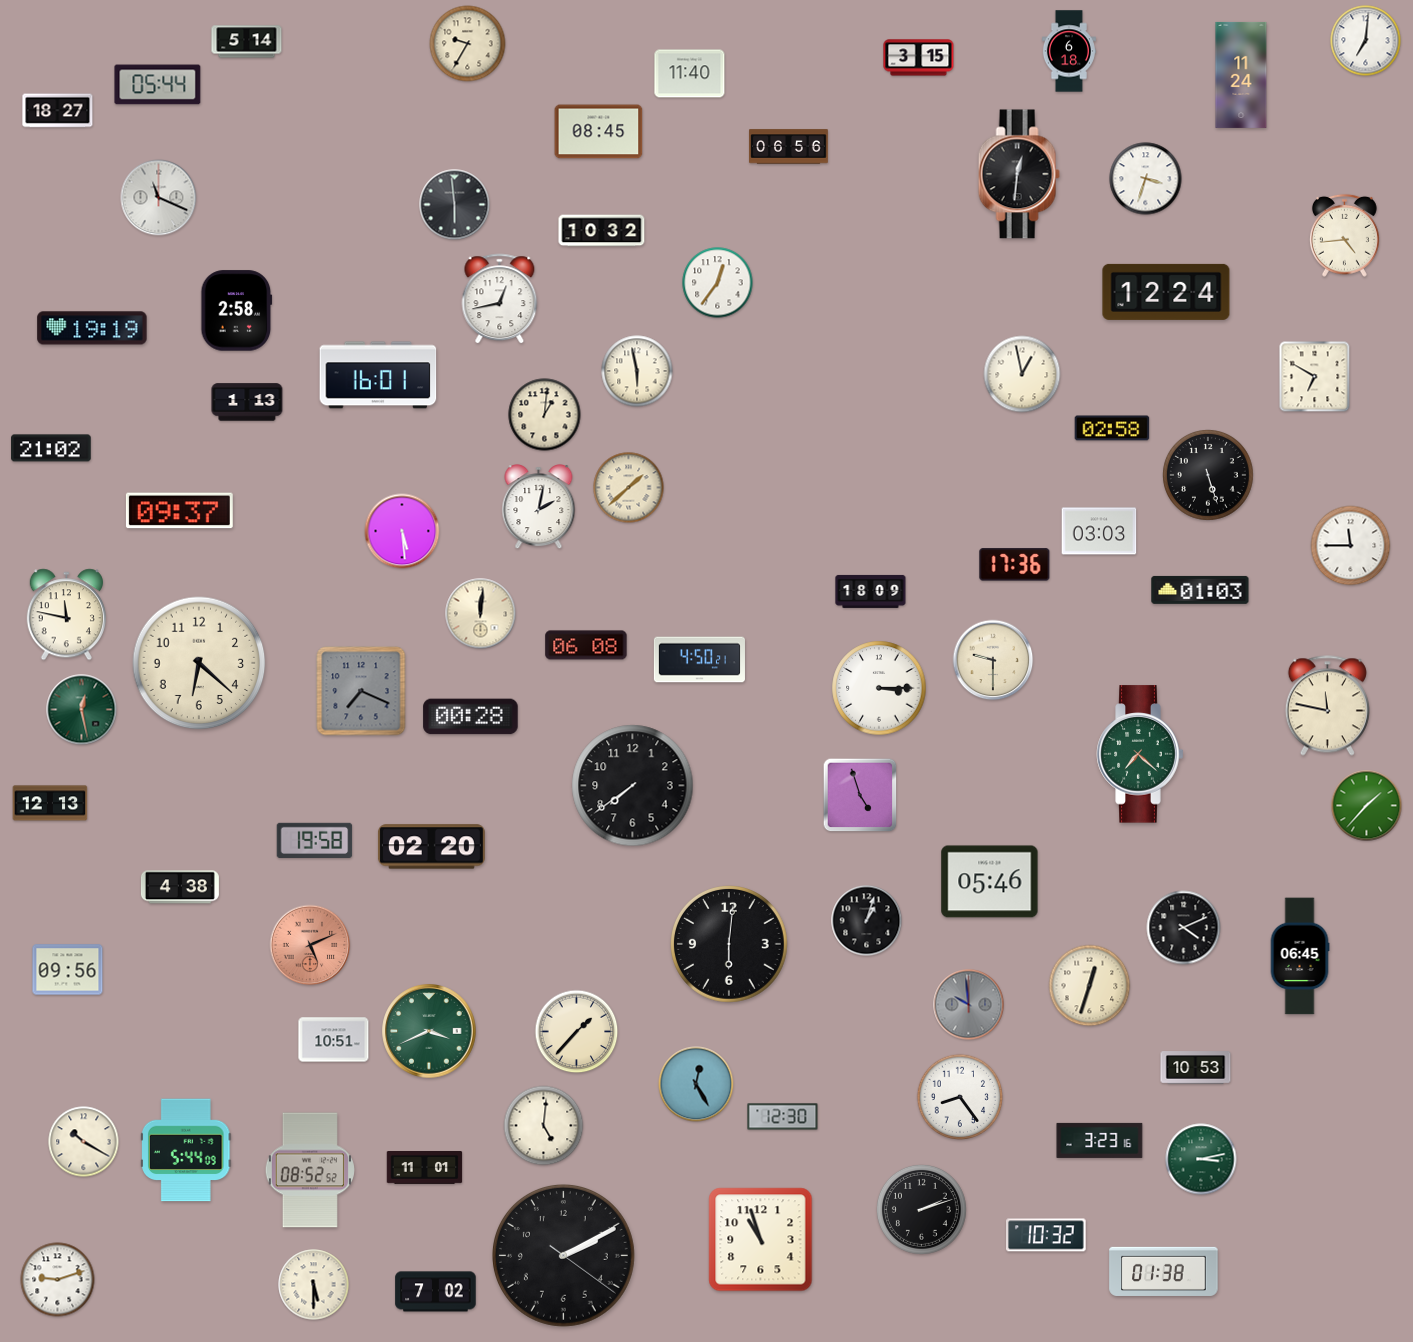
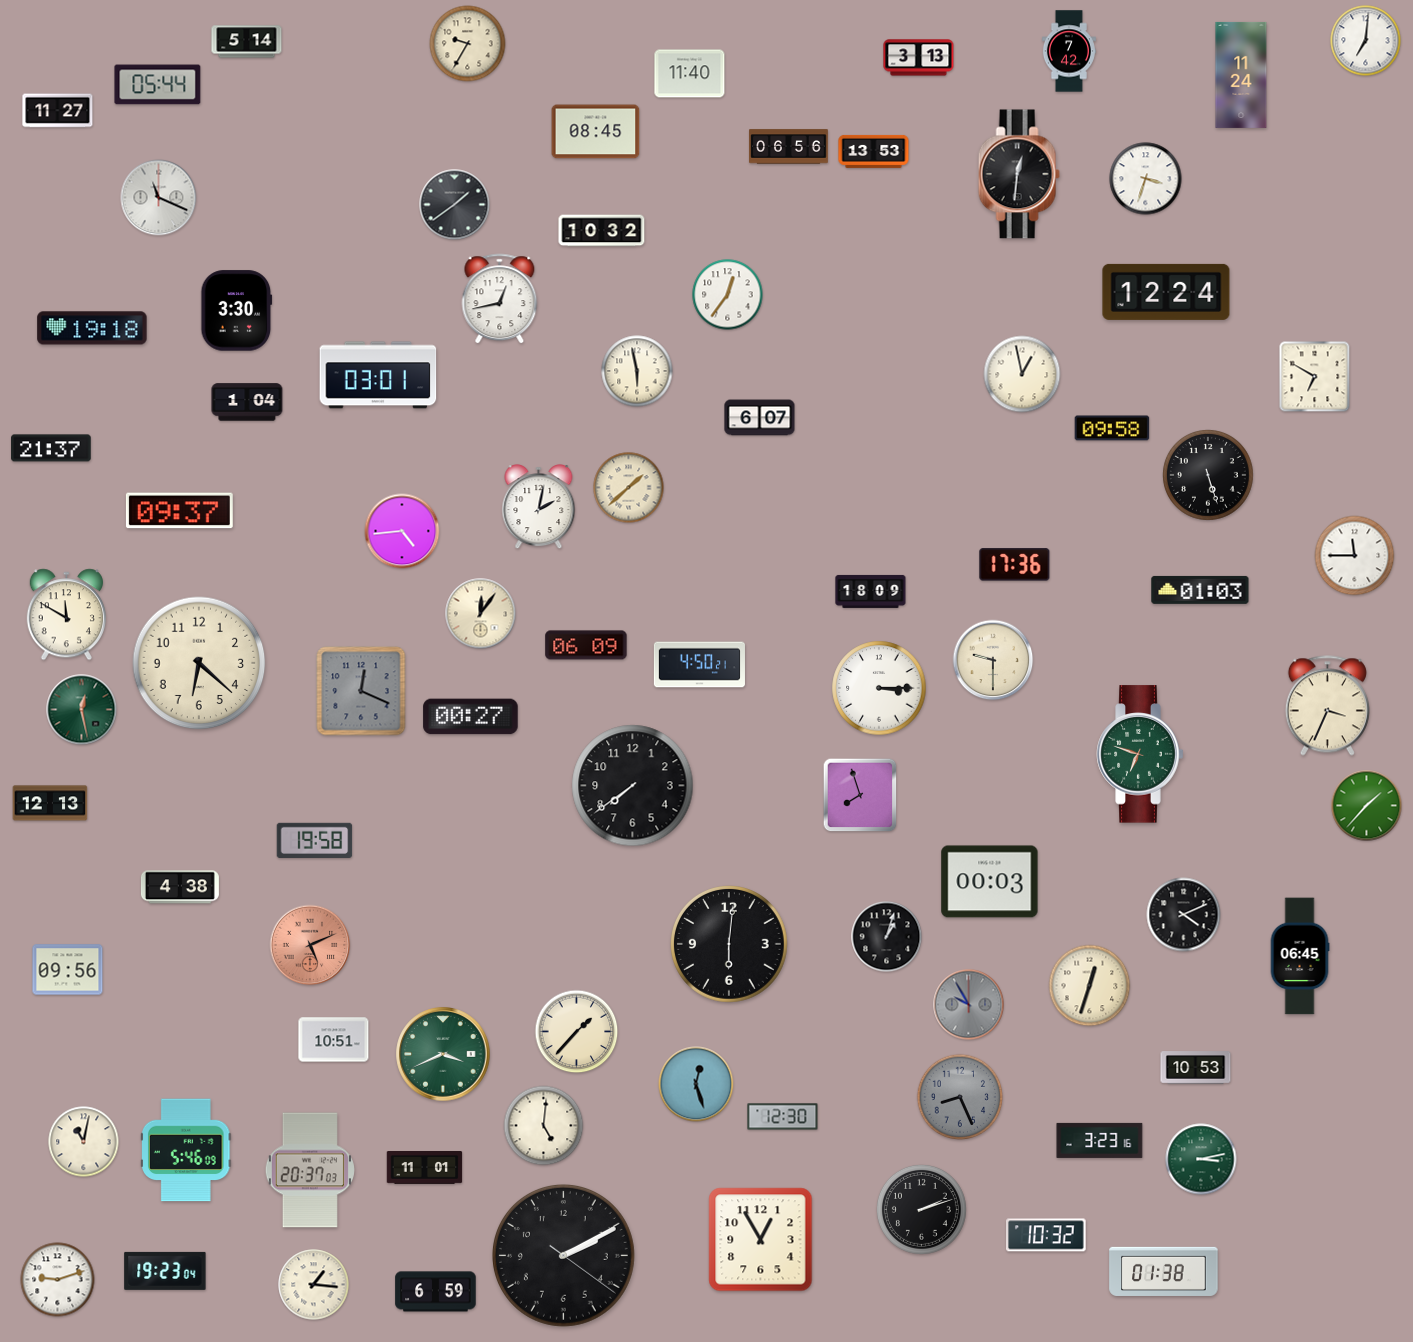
clock at (1069, 51): 6:18 -> 7:42
clock at (919, 58): 3:15 -> 3:13
clock at (58, 111): 18:27 -> 11:27
clock at (599, 132) position: (599, 132) -> (596, 132)
clock at (874, 151): none -> 13:53
clock at (455, 205): 5:59 -> 1:39
clock at (1344, 235): 4:44 -> none
clock at (718, 283) position: (718, 283) -> (728, 295)
clock at (237, 311): 2:58 -> 3:30
clock at (92, 328): 19:19 -> 19:18
clock at (378, 375): 16:01 -> 03:01
clock at (247, 402): 1:13 -> 1:04
clock at (545, 415): 1:01 -> none
clock at (760, 418): none -> 6:07
clock at (1112, 428): 02:58 -> 09:58
clock at (51, 448): 21:02 -> 21:37
clock at (402, 531): 5:29 -> 4:44
clock at (1099, 531): 03:03 -> none
clock at (1351, 546) position: (1351, 546) -> (1355, 556)
clock at (481, 614): 12:01 -> 12:06
clock at (66, 615): 11:47 -> 11:50
clock at (586, 645): 06:08 -> 06:09
clock at (699, 660) position: (699, 660) -> (699, 665)
clock at (361, 691): 7:19 -> 12:19
clock at (1327, 706): 11:47 -> 3:34
clock at (471, 717): 00:28 -> 00:27
clock at (1140, 754): 7:22 -> 6:48
clock at (860, 795): 4:57 -> 7:57
clock at (431, 847): 02:20 -> none
clock at (990, 882): 05:46 -> 00:03
clock at (867, 921) position: (867, 921) -> (887, 937)
clock at (1184, 928) position: (1184, 928) -> (1184, 915)
clock at (969, 1005): 9:59 -> 9:55
clock at (429, 1031) position: (429, 1031) -> (443, 1054)
clock at (696, 1084): 12:25 -> 12:27
clock at (960, 1097): 8:24 -> 8:26
clock at (960, 1097) dial: white -> grey
clock at (84, 1142): 10:20 -> 11:02
clock at (187, 1150): 5:44 -> 5:46
clock at (310, 1170): 08:52 -> 20:37
clock at (761, 1240): 10:57 -> 12:55
clock at (165, 1271): none -> 19:23
clock at (314, 1285): 5:30 -> 1:16
clock at (436, 1292): 7:02 -> 6:59
